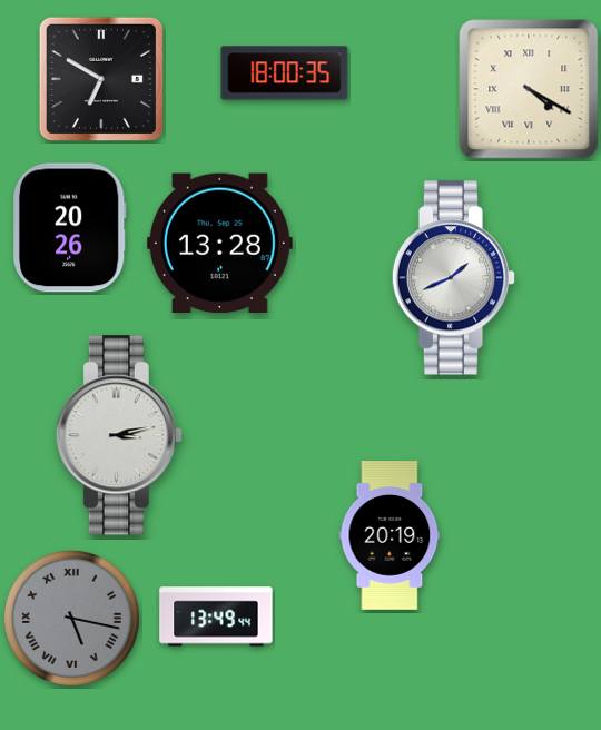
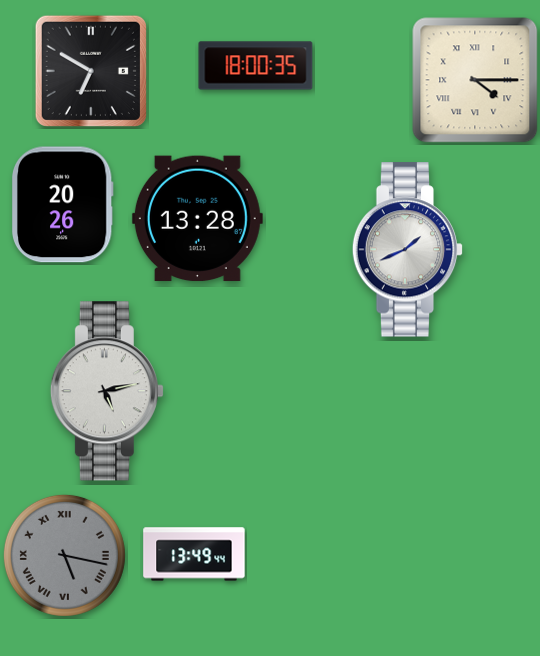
clock at (529, 89): 4:20 -> 4:15
clock at (119, 435): 3:13 -> 5:13
clock at (390, 535): 20:19 -> none
